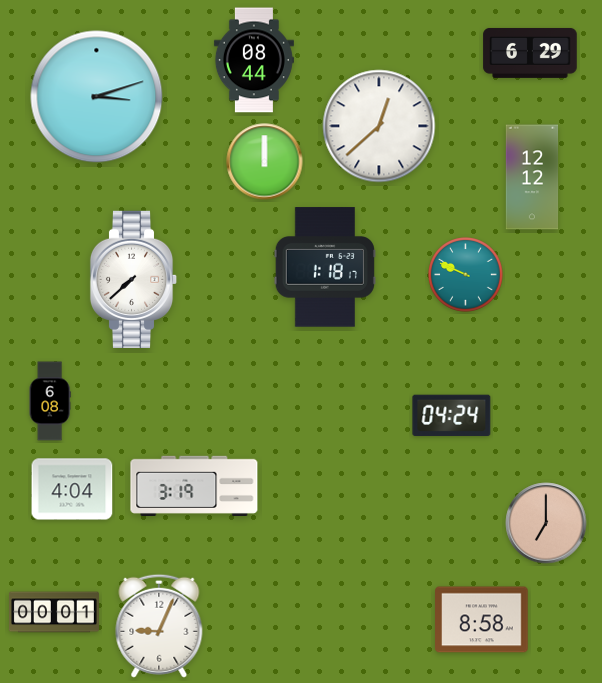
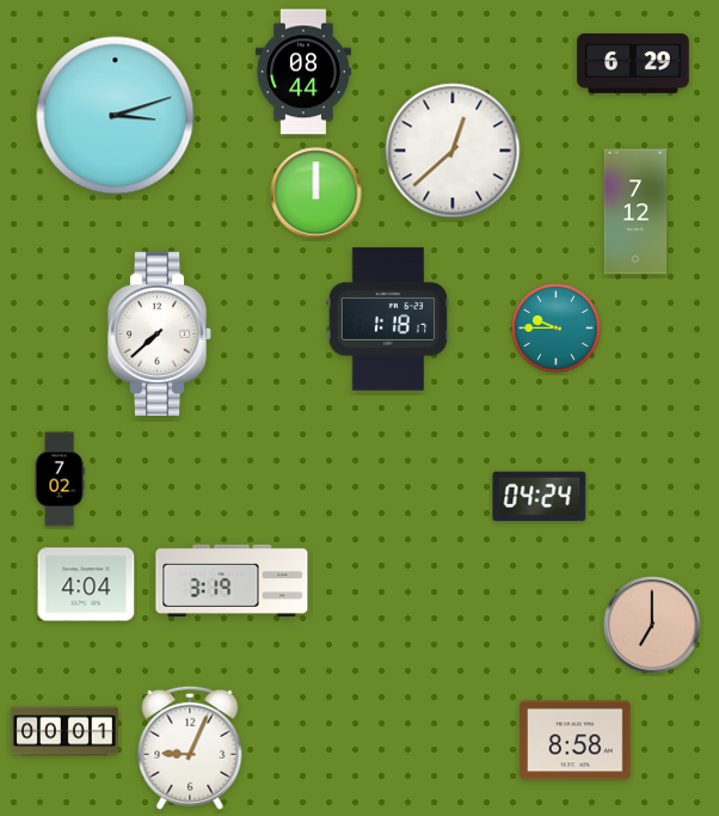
clock at (532, 177): 12:12 -> 7:12
clock at (466, 275): 9:49 -> 9:45
clock at (50, 401): 6:08 -> 7:02
